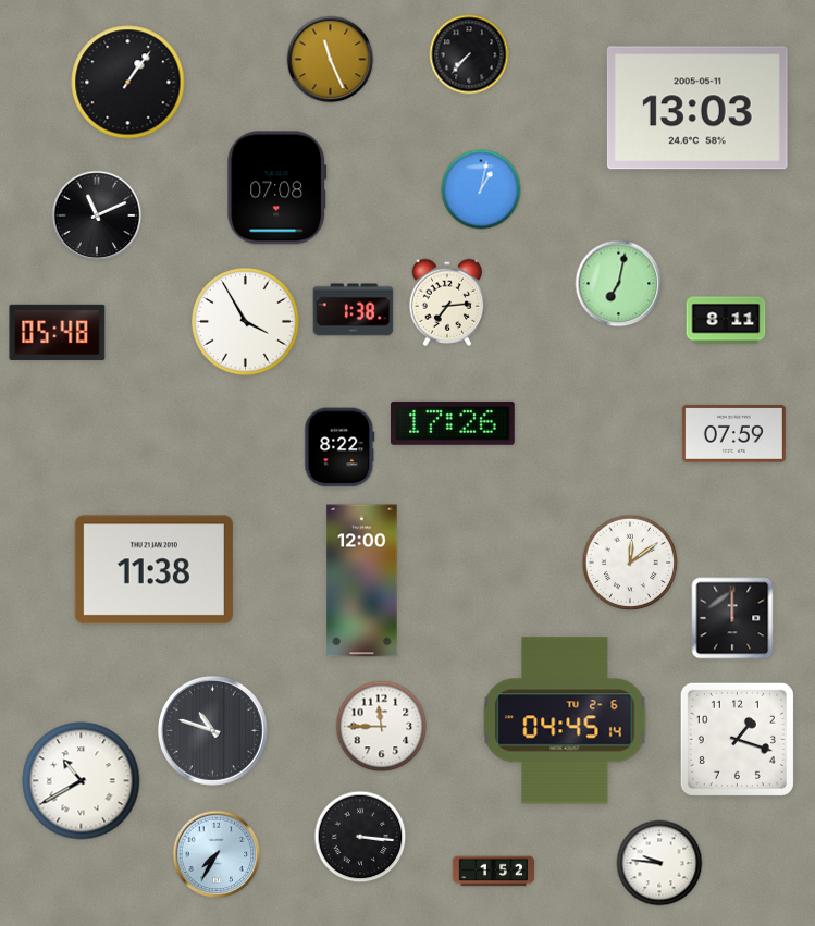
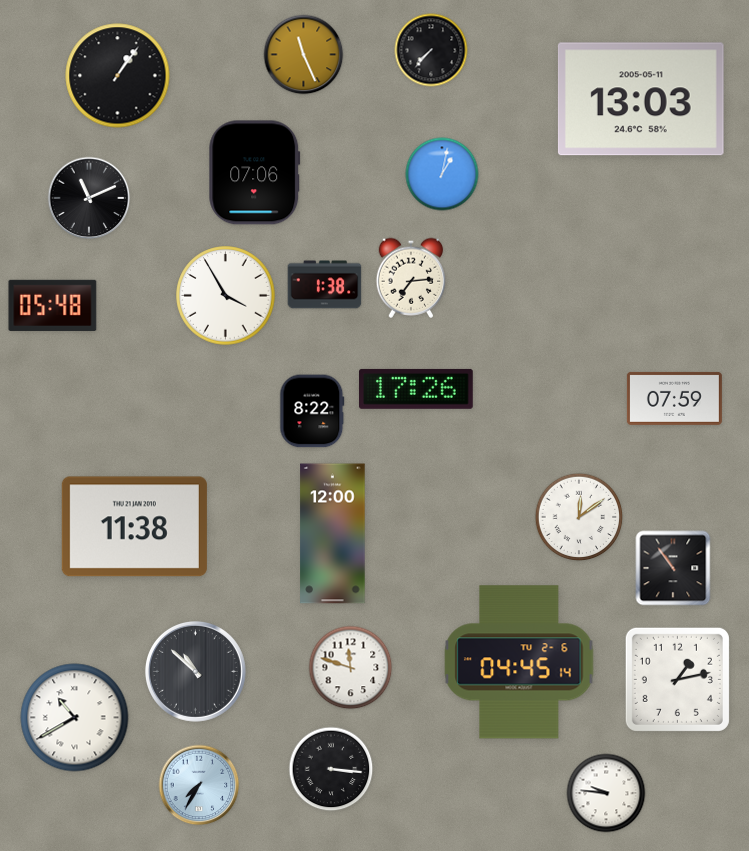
clock at (277, 188): 07:08 -> 07:06
clock at (619, 284): 7:02 -> none
clock at (726, 320): 8:11 -> none
clock at (153, 570) position: (153, 570) -> (134, 527)
clock at (732, 618): 12:00 -> 10:54
clock at (382, 727): 11:45 -> 11:48
clock at (212, 730): 10:48 -> 10:52
clock at (737, 739): 1:18 -> 1:13
clock at (494, 872): 1:52 -> none
